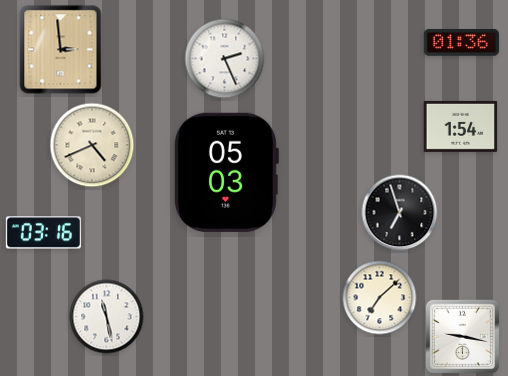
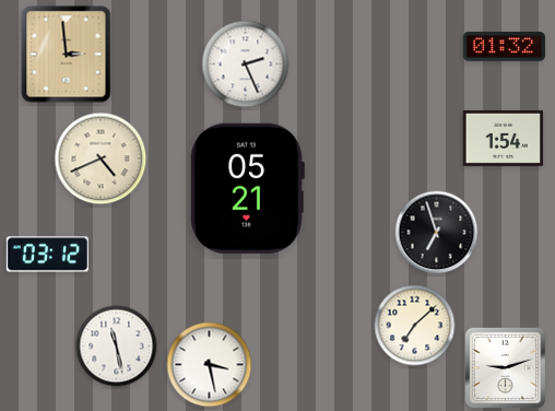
clock at (461, 43): 01:36 -> 01:32
clock at (226, 172): 05:03 -> 05:21
clock at (43, 233): 03:16 -> 03:12
clock at (210, 365): none -> 3:28
clock at (463, 337): 9:17 -> 9:12
